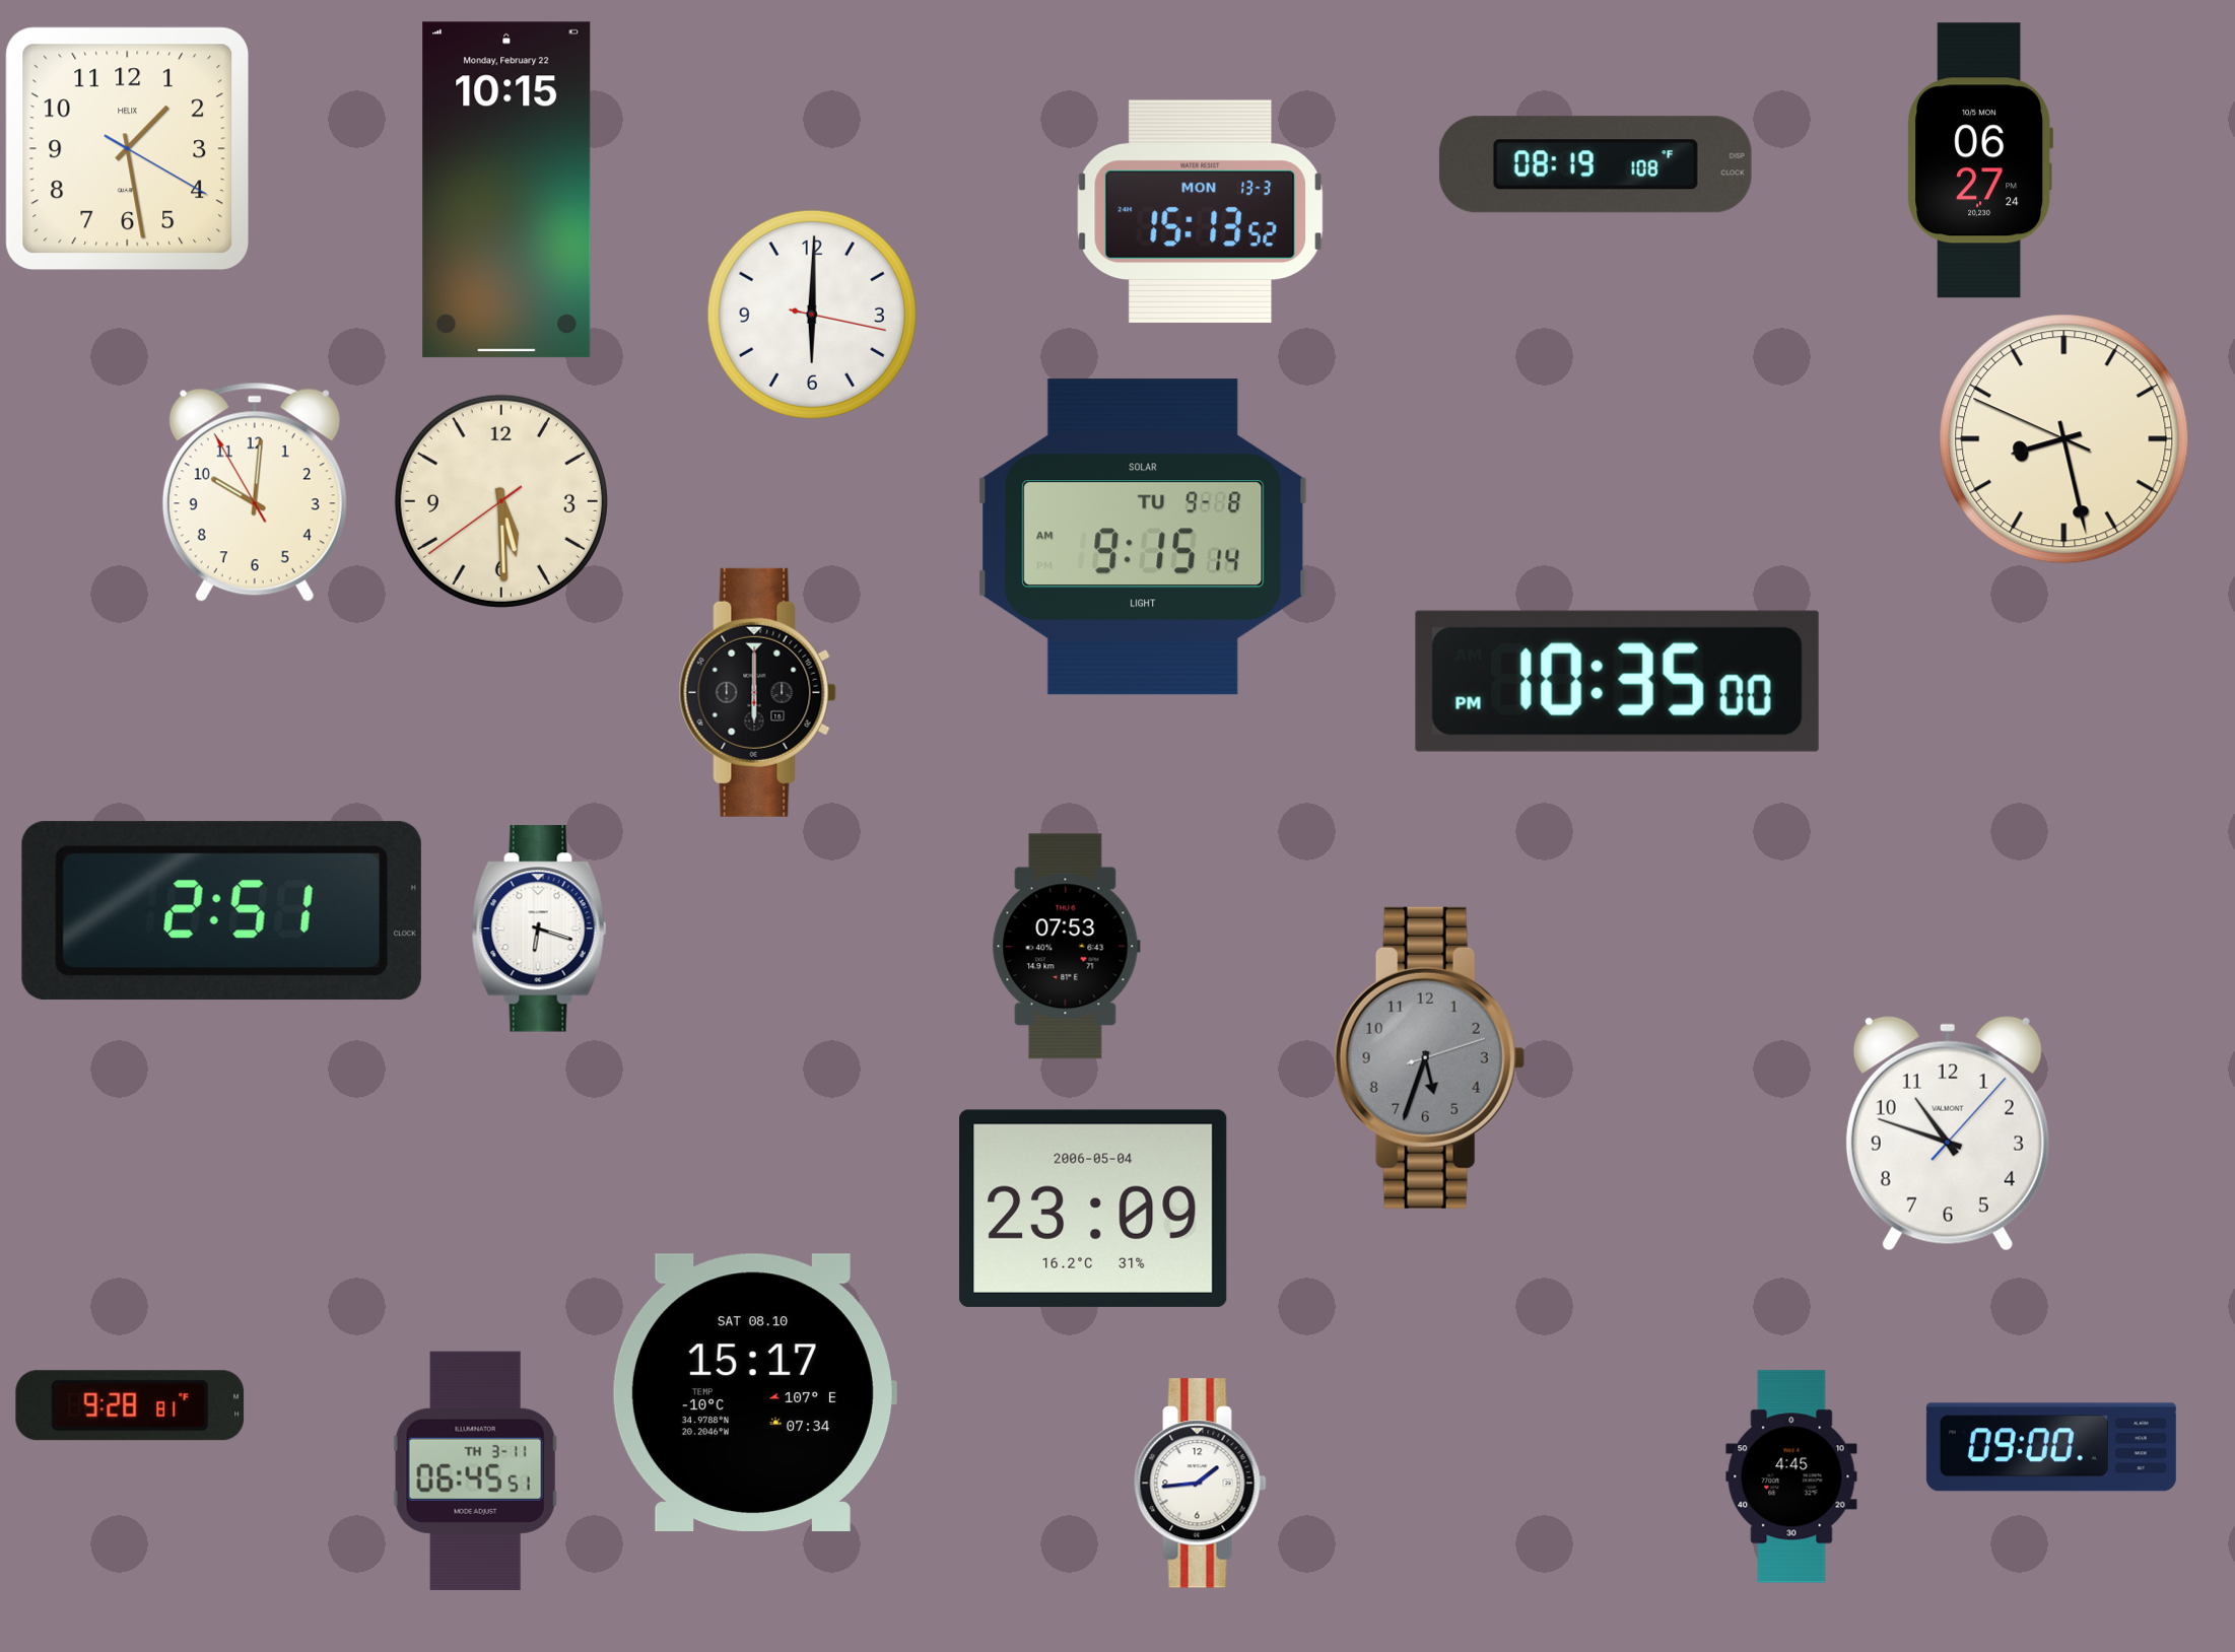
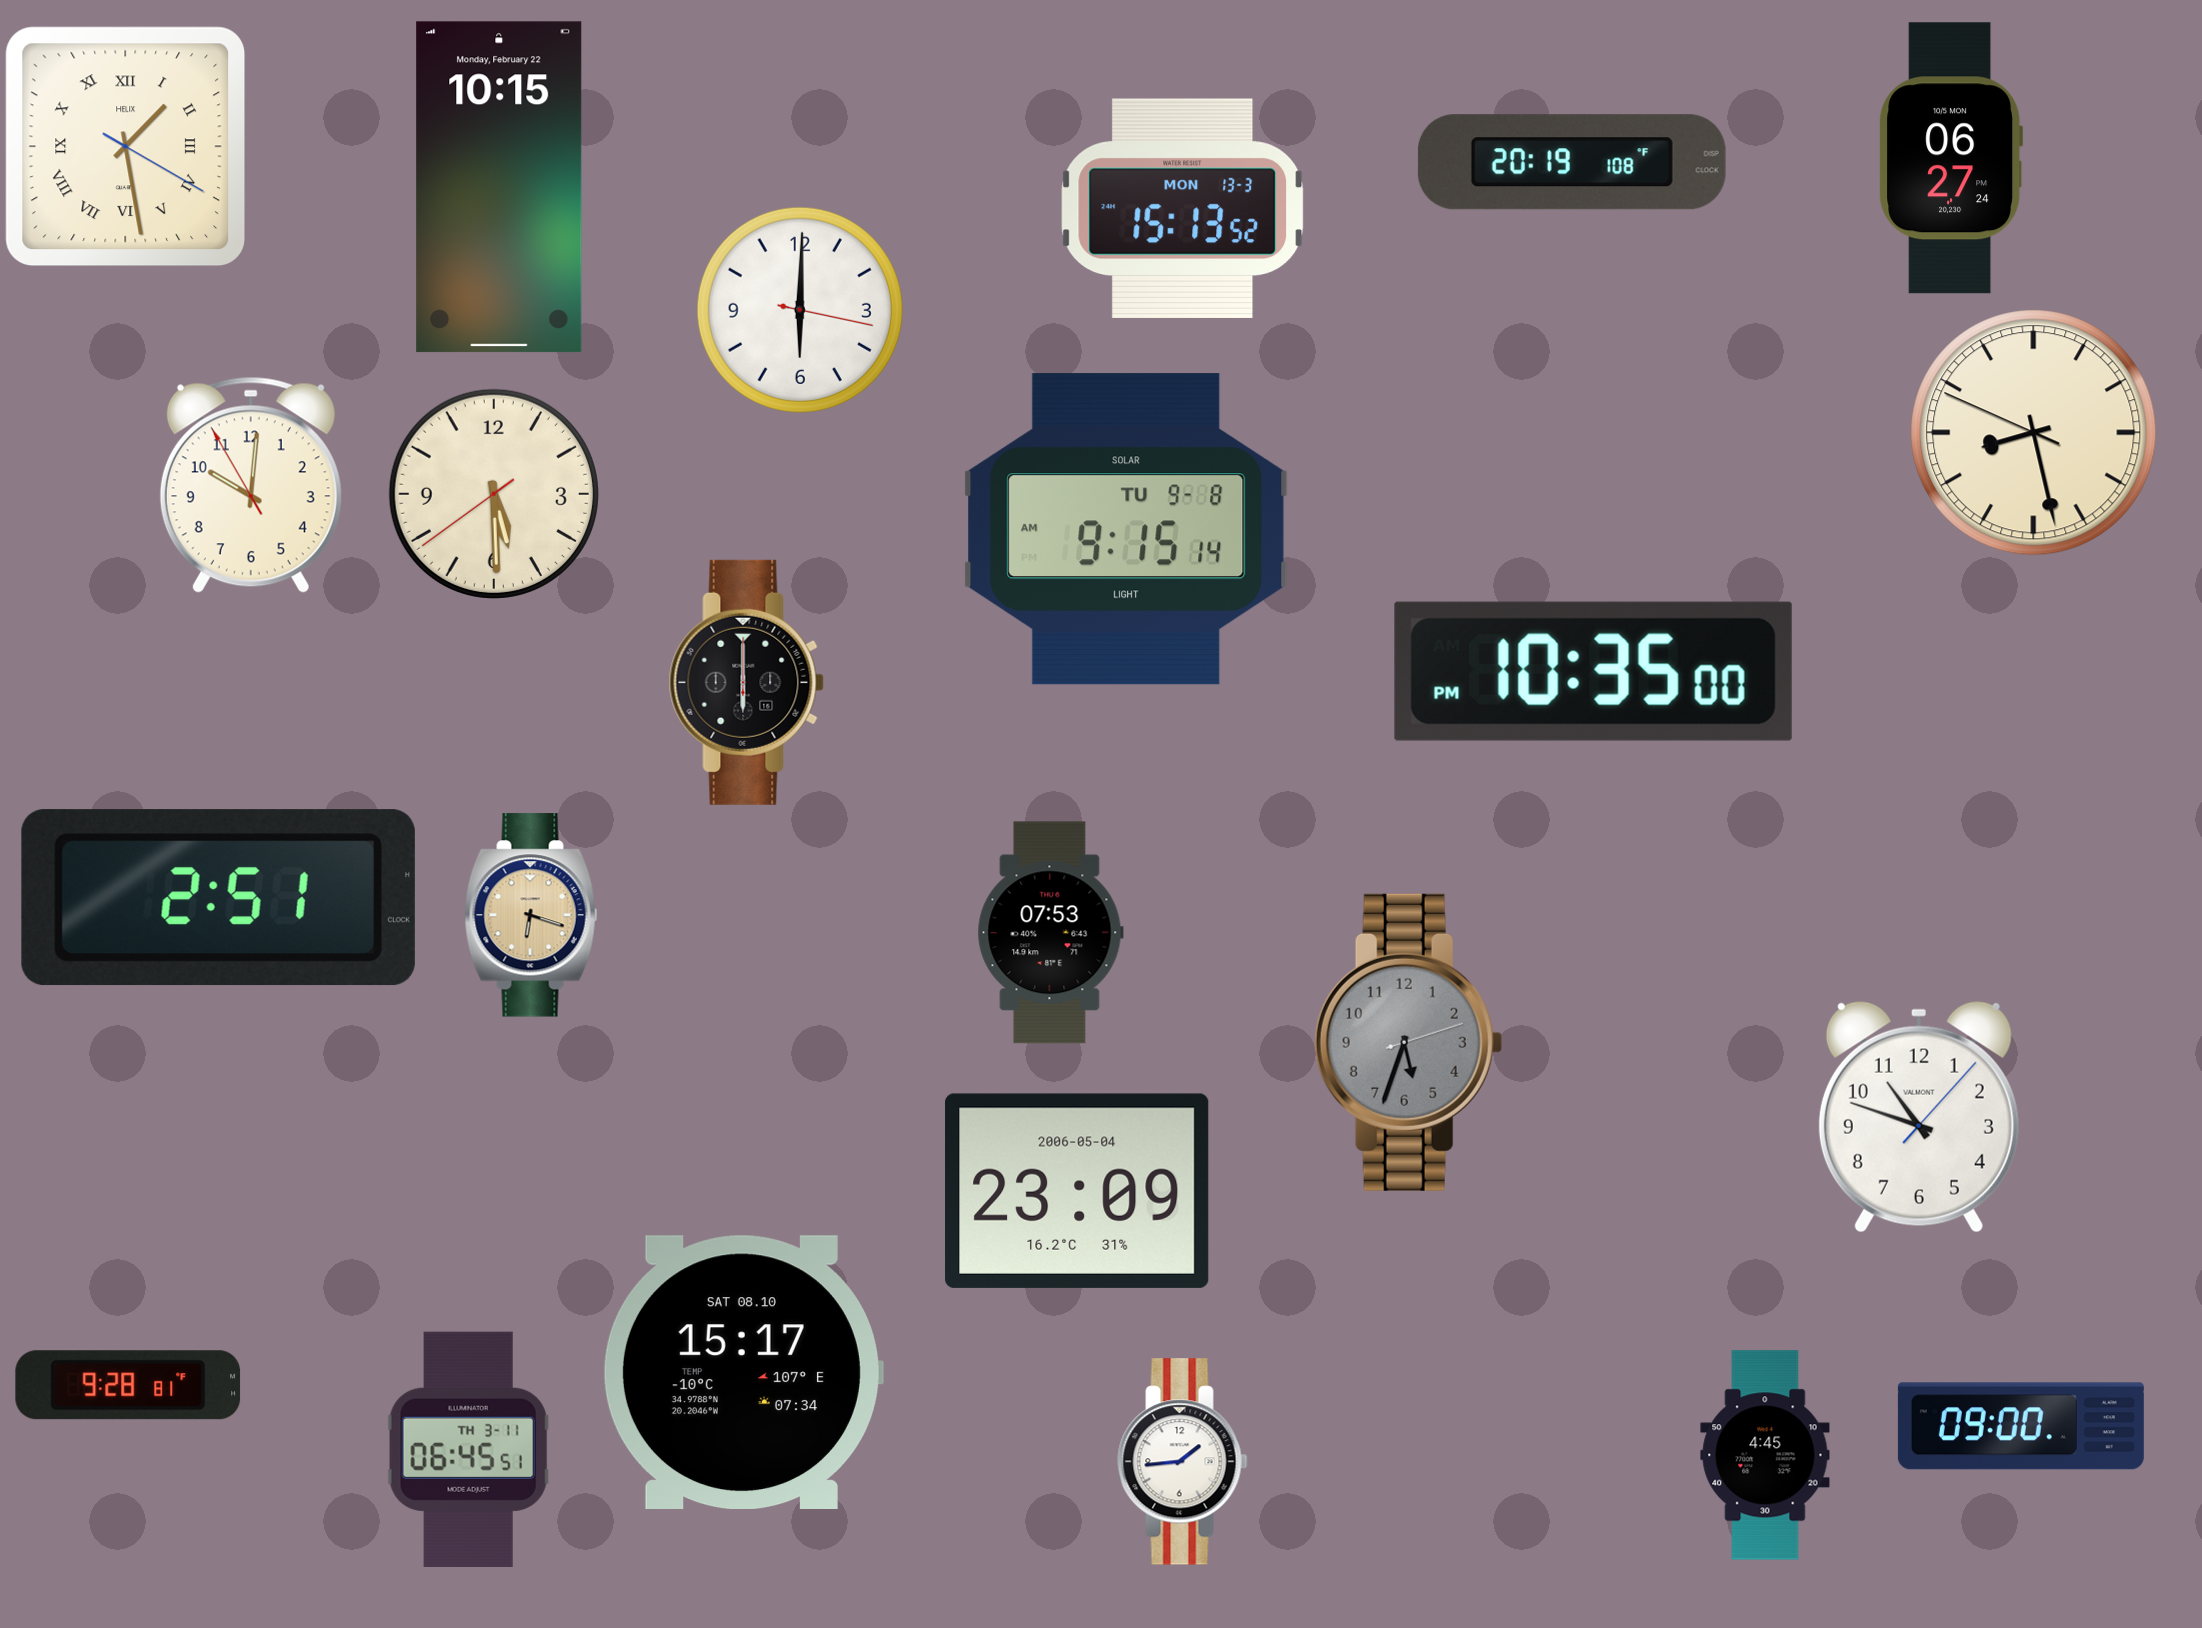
clock at (128, 149) numerals: Arabic -> Roman
clock at (1596, 164): 08:19 -> 20:19
clock at (539, 928) dial: white -> champagne
